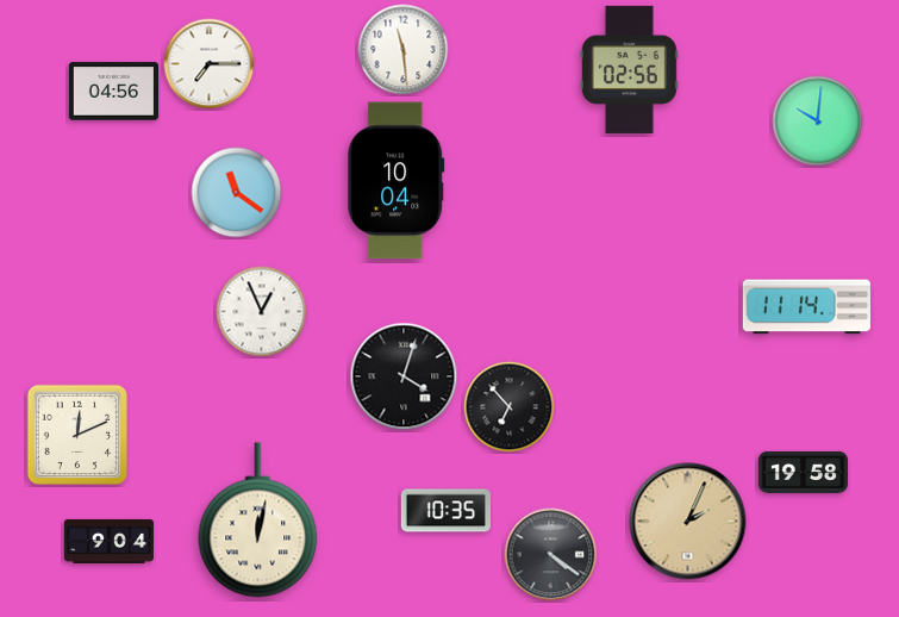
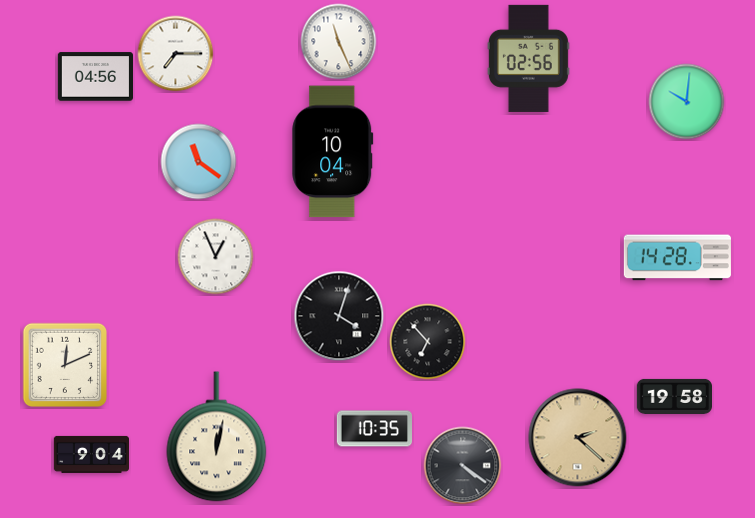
clock at (404, 50): 11:29 -> 11:26
clock at (806, 307): 11:14 -> 14:28
clock at (262, 312) position: (262, 312) -> (216, 257)
clock at (688, 522): 2:04 -> 2:22
